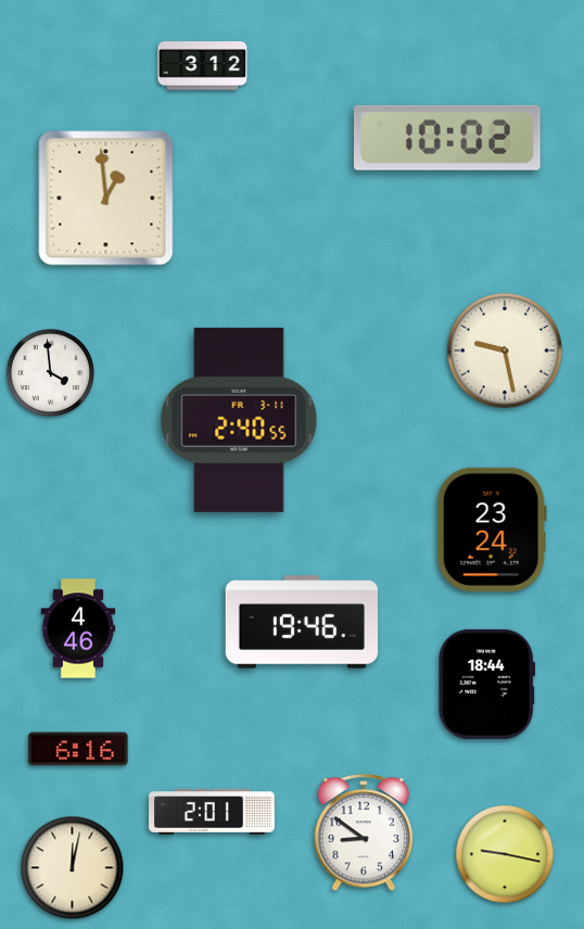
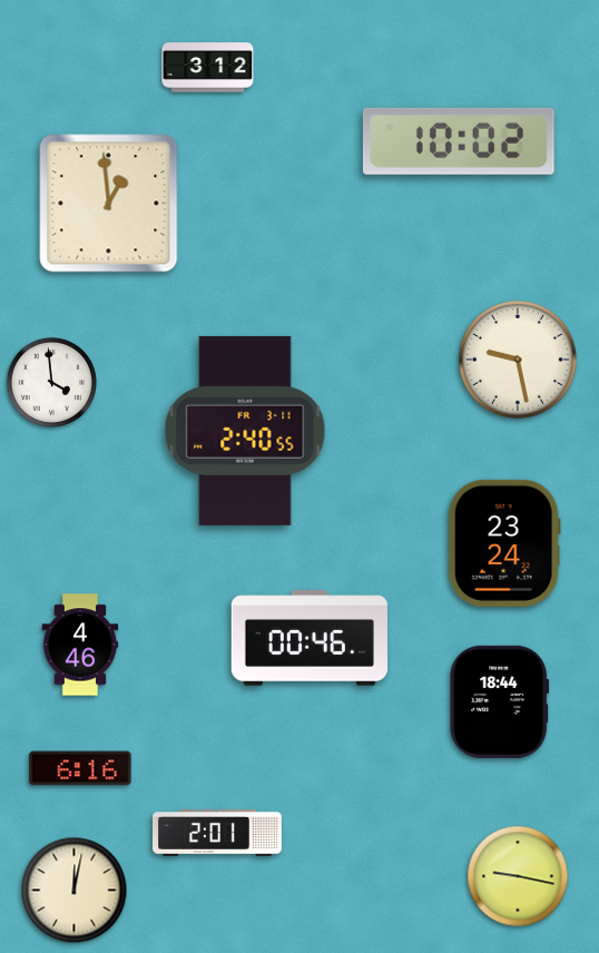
clock at (301, 622): 19:46 -> 00:46
clock at (364, 833): 8:51 -> none
